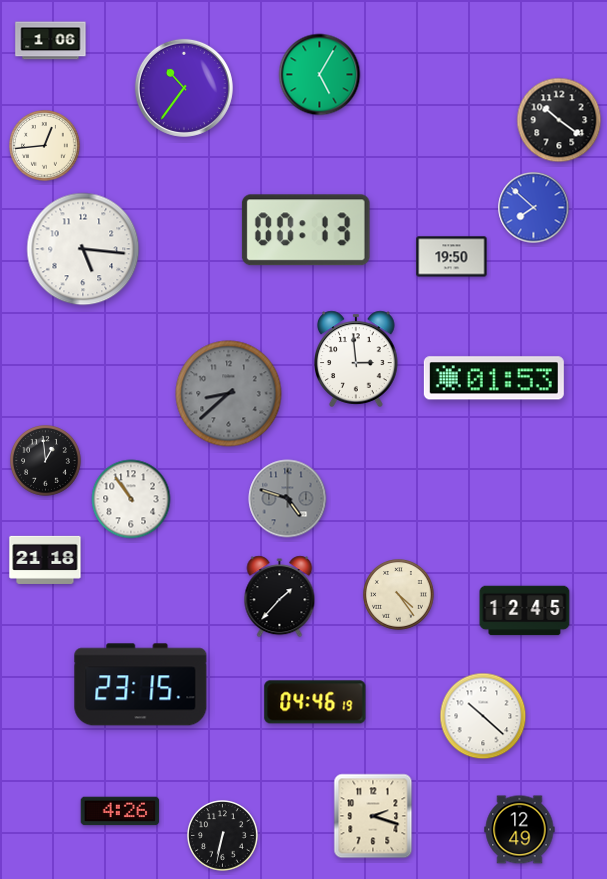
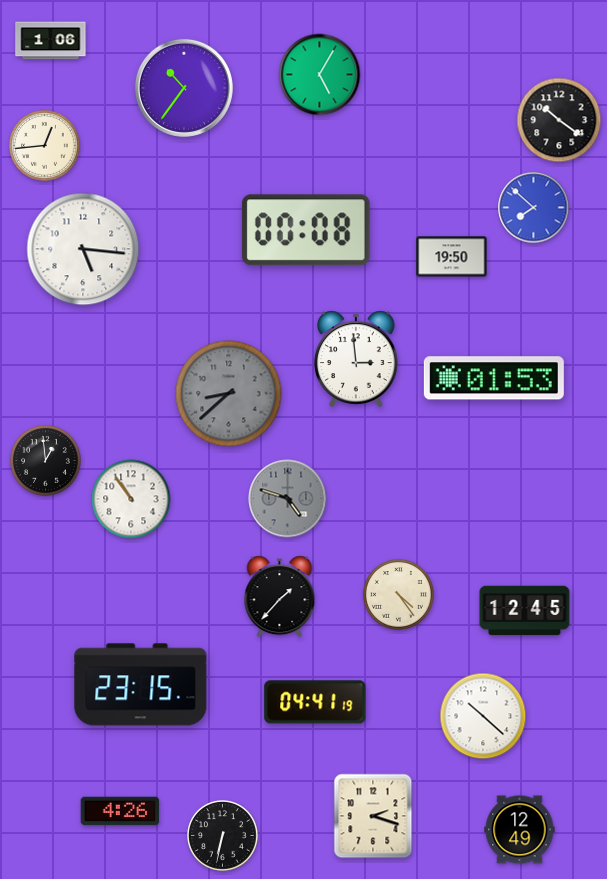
clock at (306, 230): 00:13 -> 00:08
clock at (45, 560): 21:18 -> none
clock at (315, 702): 04:46 -> 04:41
